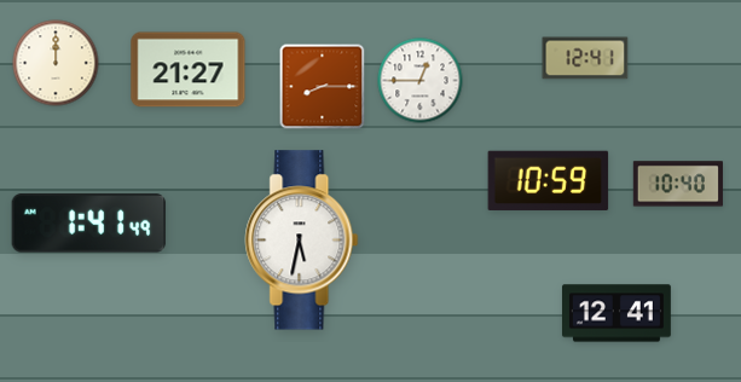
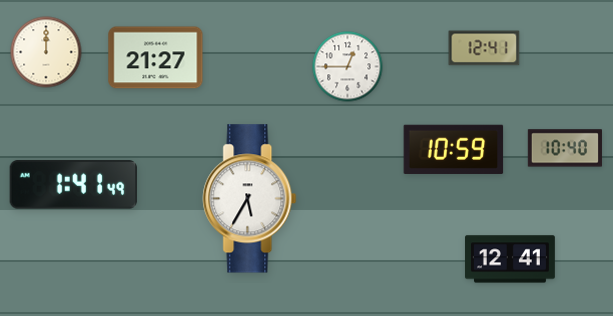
clock at (323, 87): 8:15 -> none
clock at (678, 184) position: (678, 184) -> (565, 148)
clock at (302, 241): 5:32 -> 5:35
